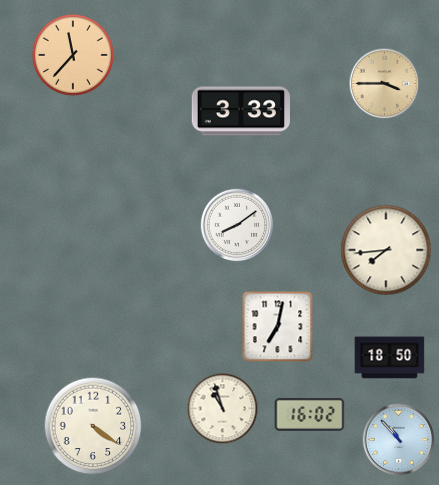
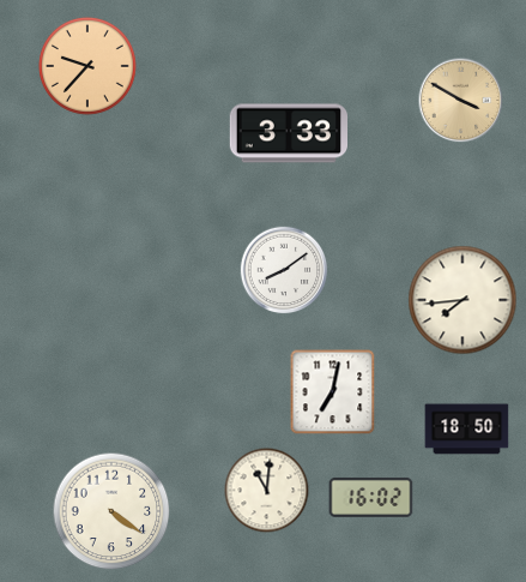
clock at (73, 55): 11:37 -> 9:37
clock at (385, 84): 3:45 -> 3:50
clock at (223, 409): 10:57 -> 11:01
clock at (399, 440): 10:53 -> none
